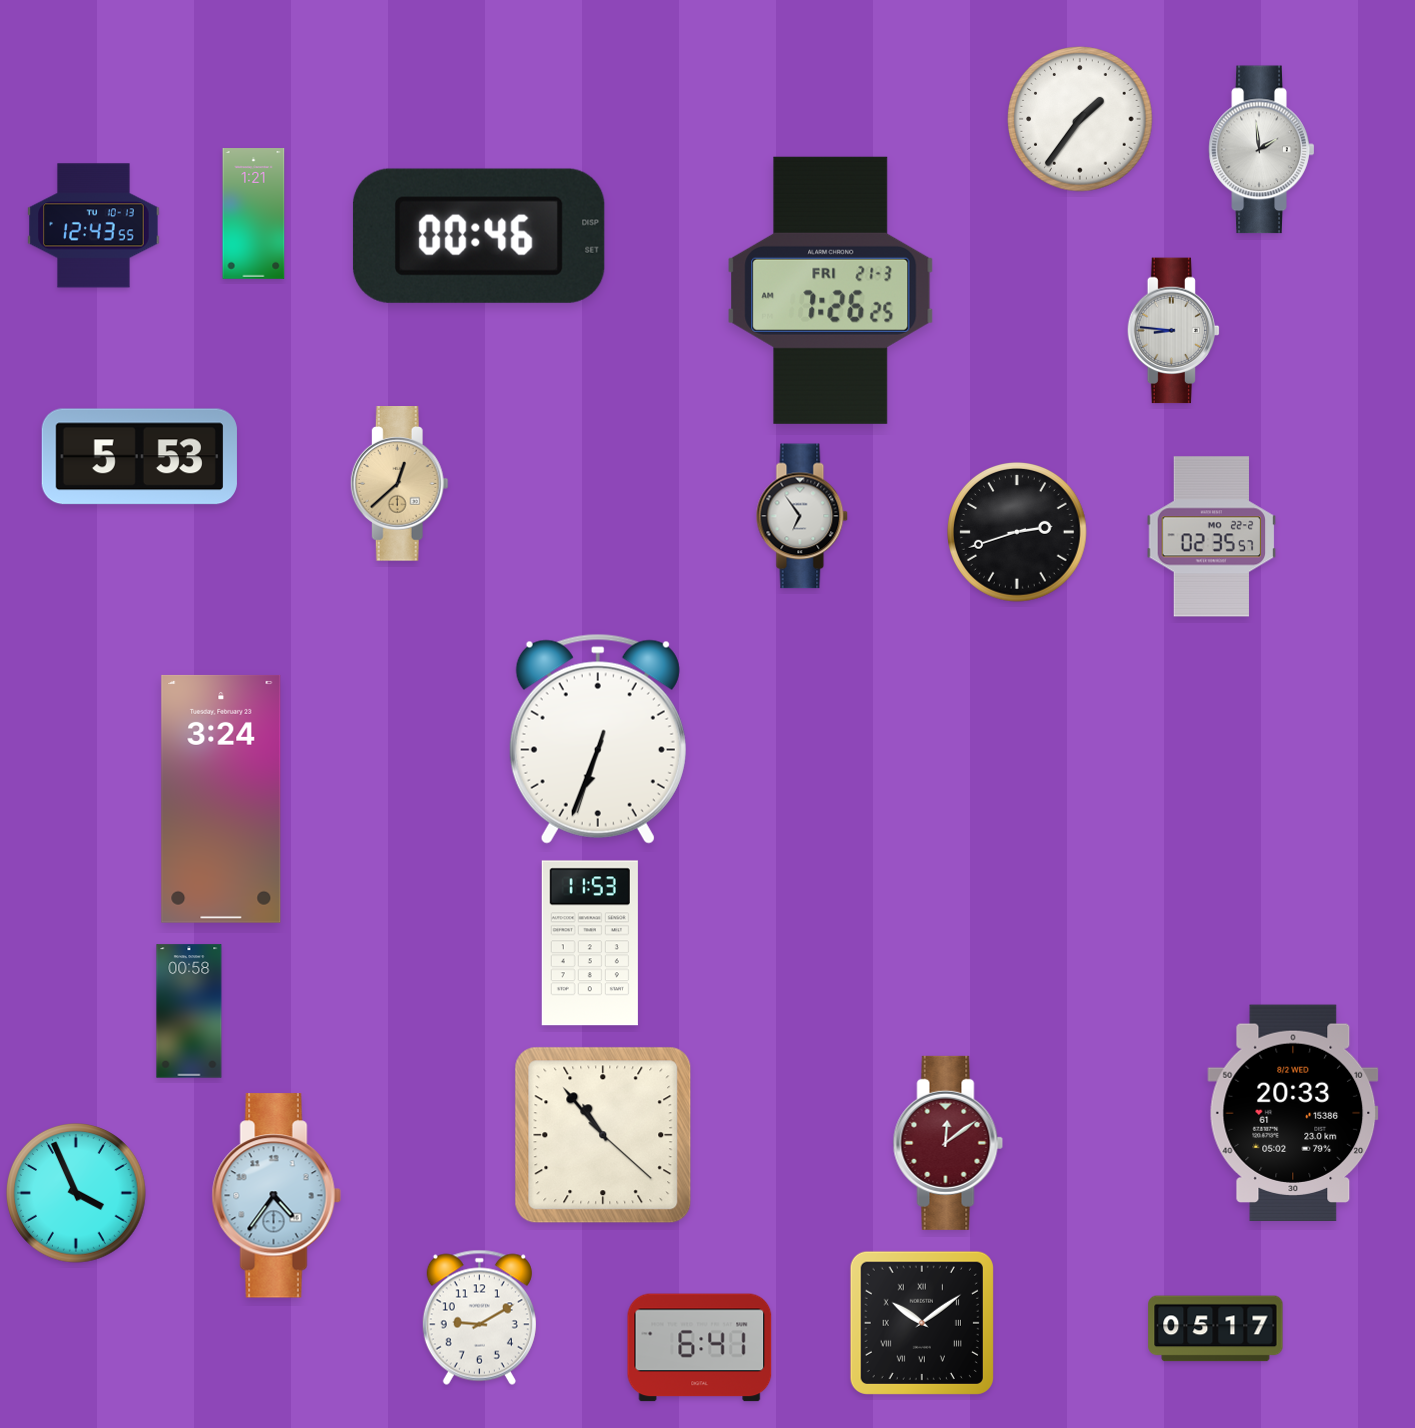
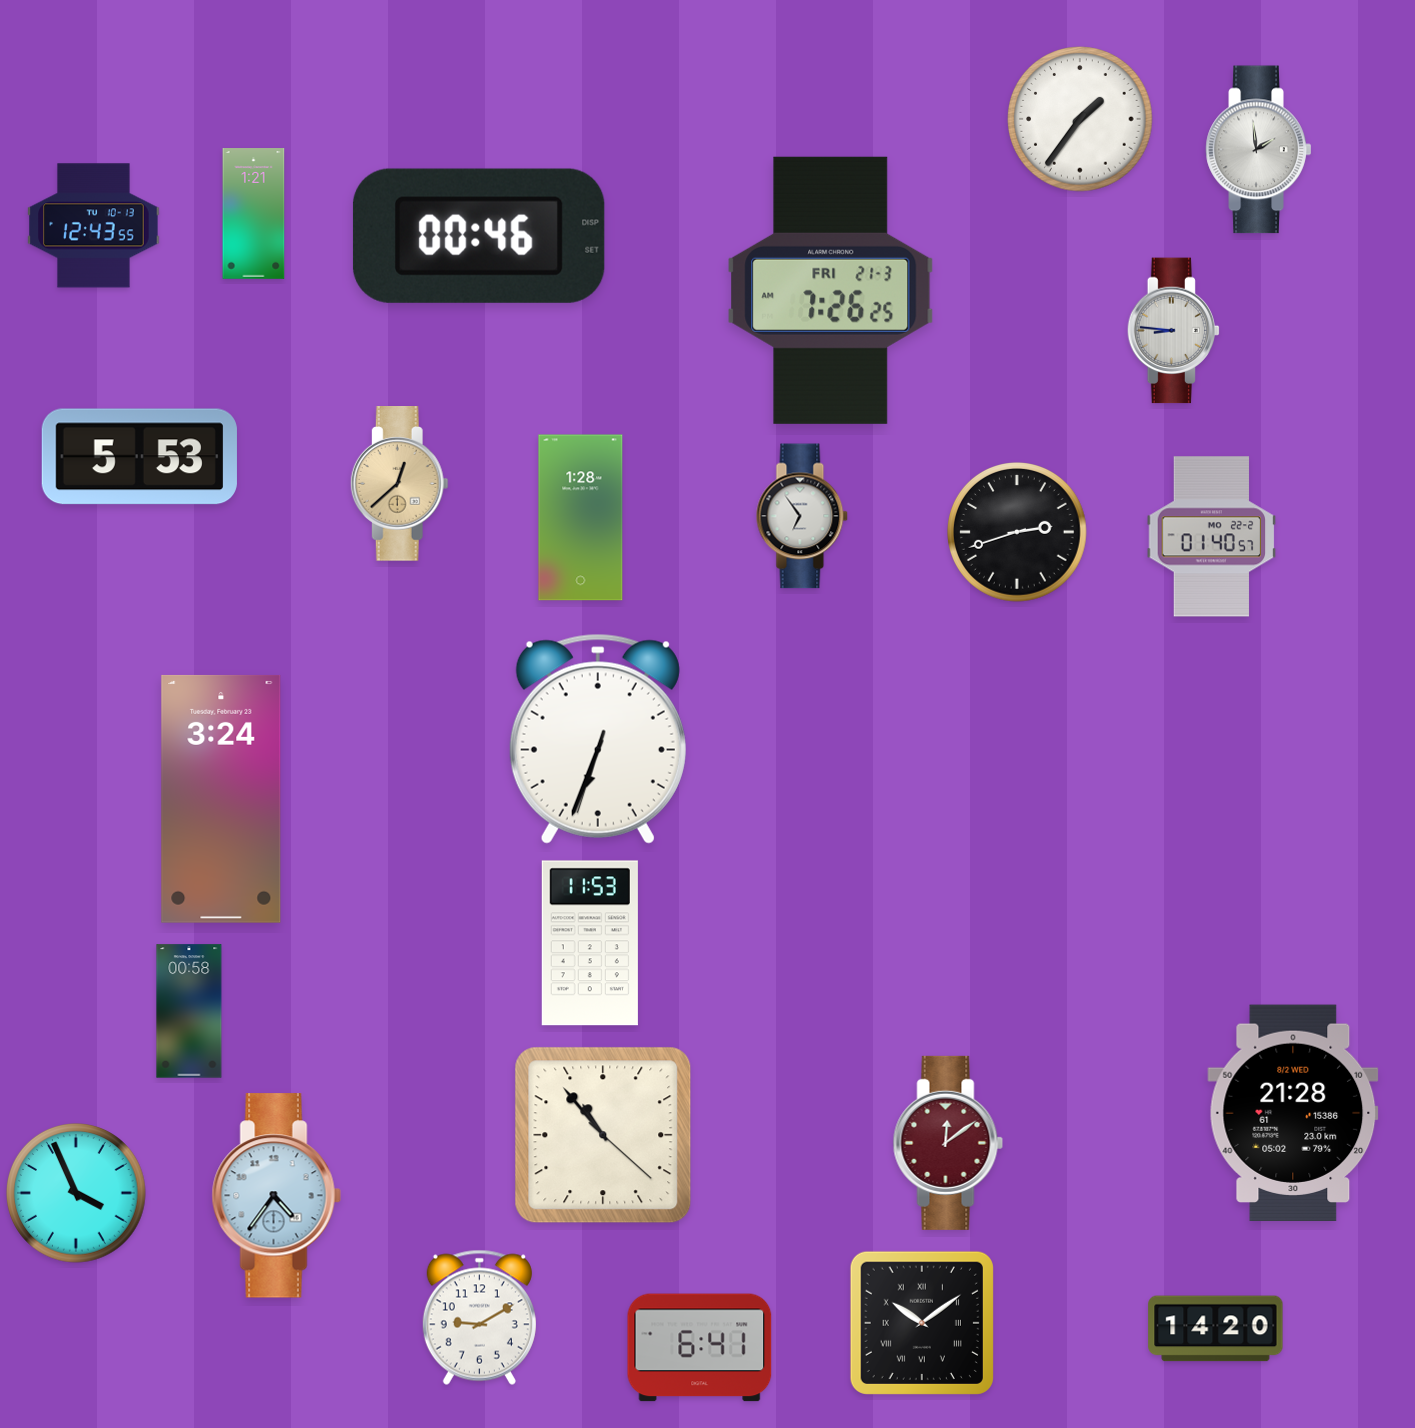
clock at (1262, 150) position: (1262, 150) -> (1259, 150)
clock at (581, 518): none -> 1:28
clock at (1212, 537): 02:35 -> 01:40
clock at (1293, 1112): 20:33 -> 21:28
clock at (1216, 1329): 05:17 -> 14:20
